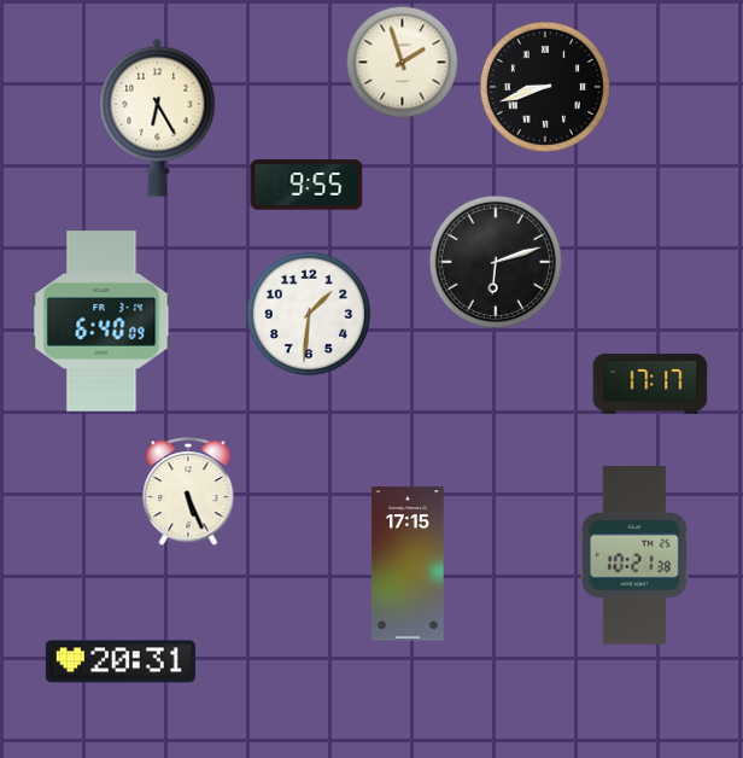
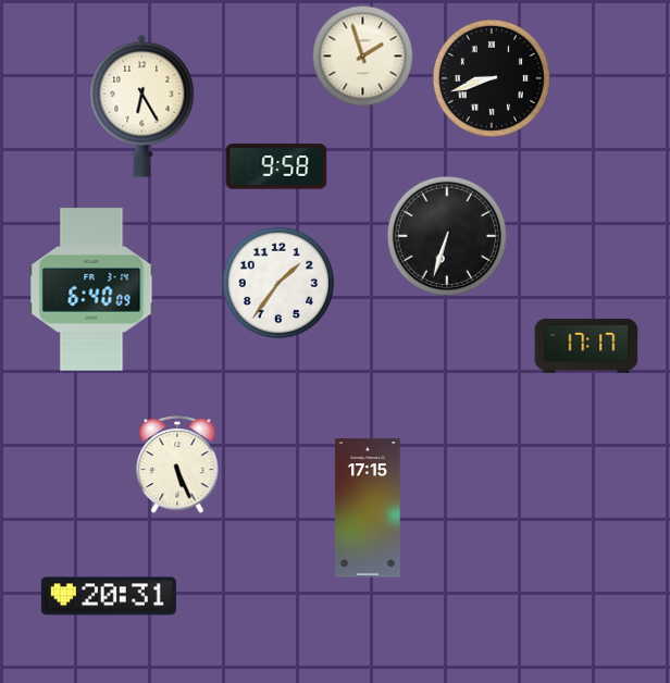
clock at (306, 185): 9:55 -> 9:58
clock at (496, 262): 6:12 -> 6:33
clock at (308, 313): 1:31 -> 1:36
clock at (188, 492) position: (188, 492) -> (177, 465)
clock at (634, 556): 10:21 -> none
